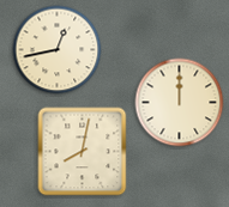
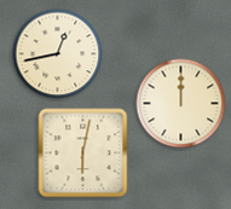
clock at (58, 50) position: (58, 50) -> (58, 54)
clock at (83, 152): 8:02 -> 6:02
